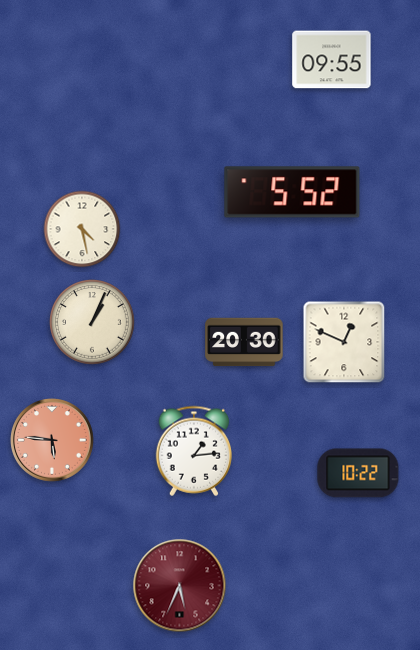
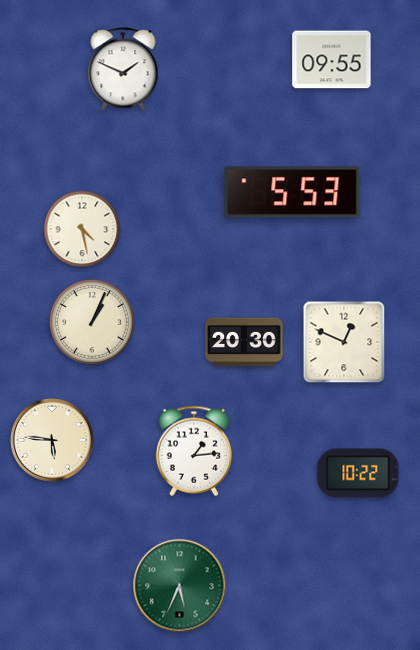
clock at (123, 69): none -> 1:49
clock at (292, 192): 5:52 -> 5:53
clock at (53, 441) dial: salmon -> cream
clock at (180, 586) dial: burgundy -> green
